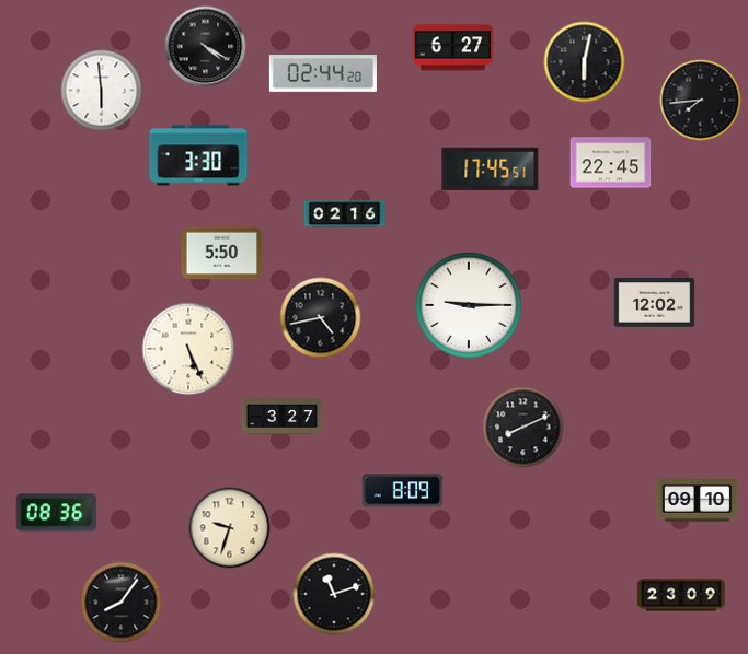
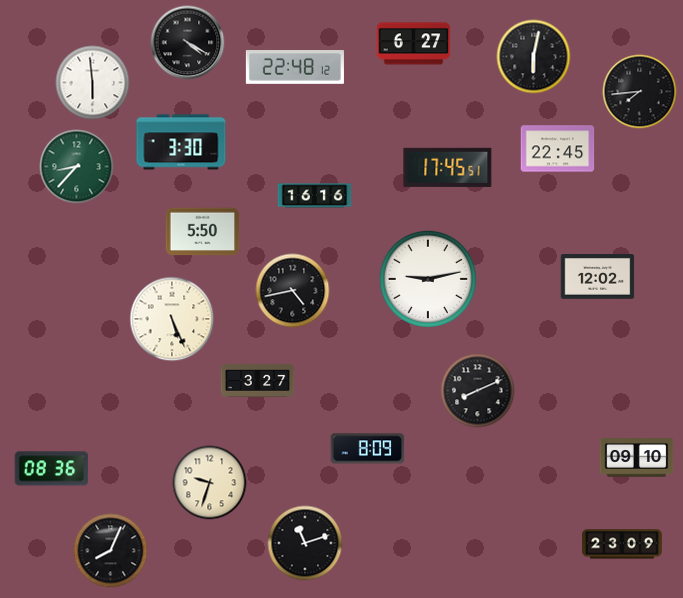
clock at (323, 74): 02:44 -> 22:48
clock at (491, 168) position: (491, 168) -> (448, 167)
clock at (77, 167): none -> 8:37
clock at (345, 214): 02:16 -> 16:16
clock at (468, 304): 9:15 -> 9:13
clock at (122, 603): 8:06 -> 8:04
